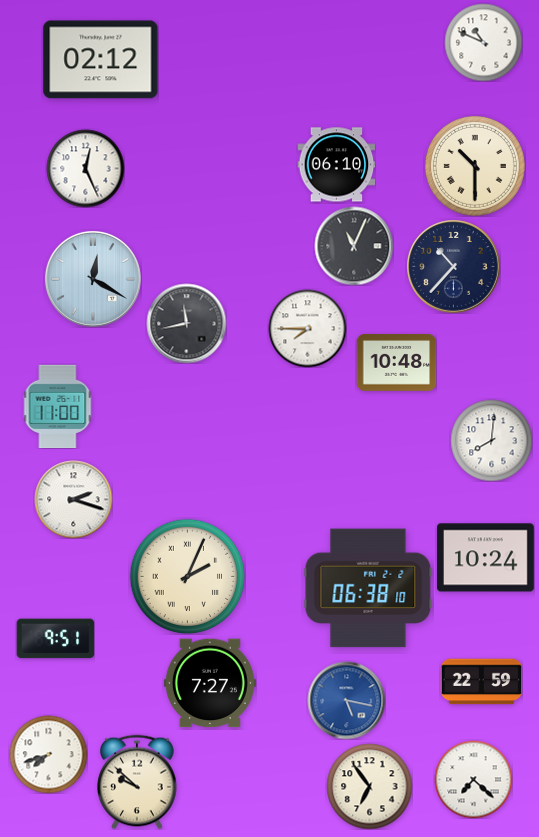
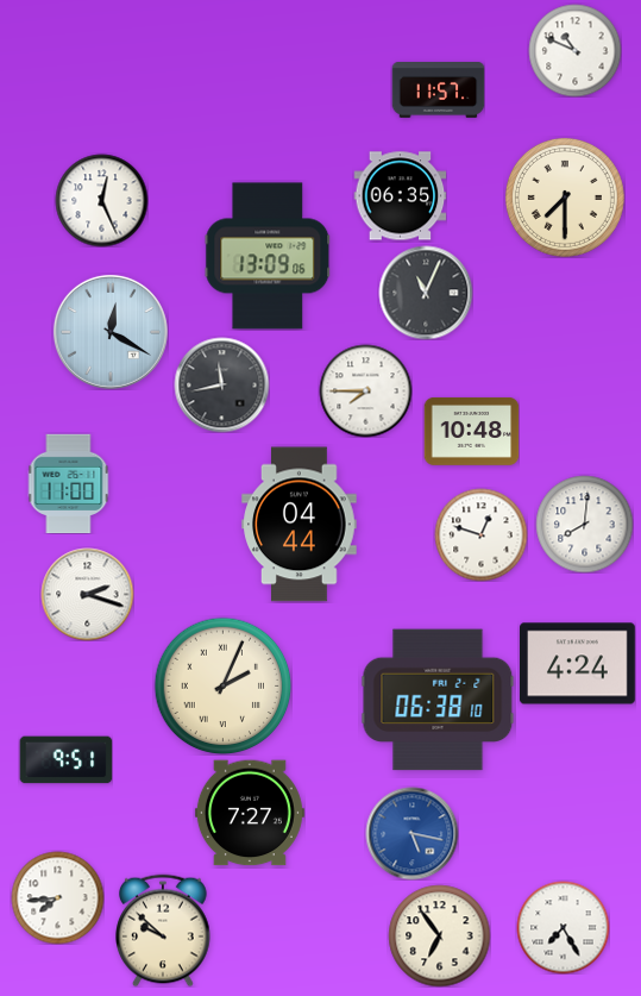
clock at (101, 60): 02:12 -> none
clock at (438, 90): none -> 11:57
clock at (336, 165): 06:10 -> 06:35
clock at (475, 166): 10:30 -> 7:30
clock at (268, 256): none -> 13:09
clock at (354, 246) position: (354, 246) -> (426, 293)
clock at (454, 267): 10:37 -> none
clock at (300, 525): none -> 04:44
clock at (480, 534): none -> 12:48
clock at (486, 558): 10:24 -> 4:24
clock at (481, 682): 22:59 -> none
clock at (48, 754): 7:42 -> 7:44
clock at (473, 779): 7:22 -> 7:25
